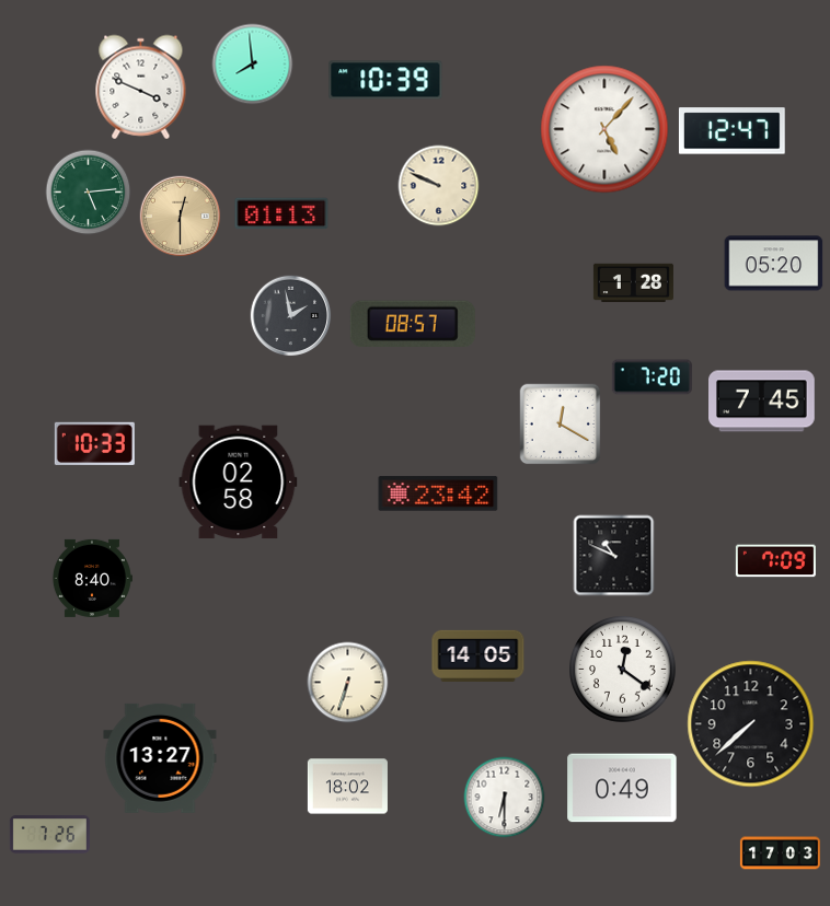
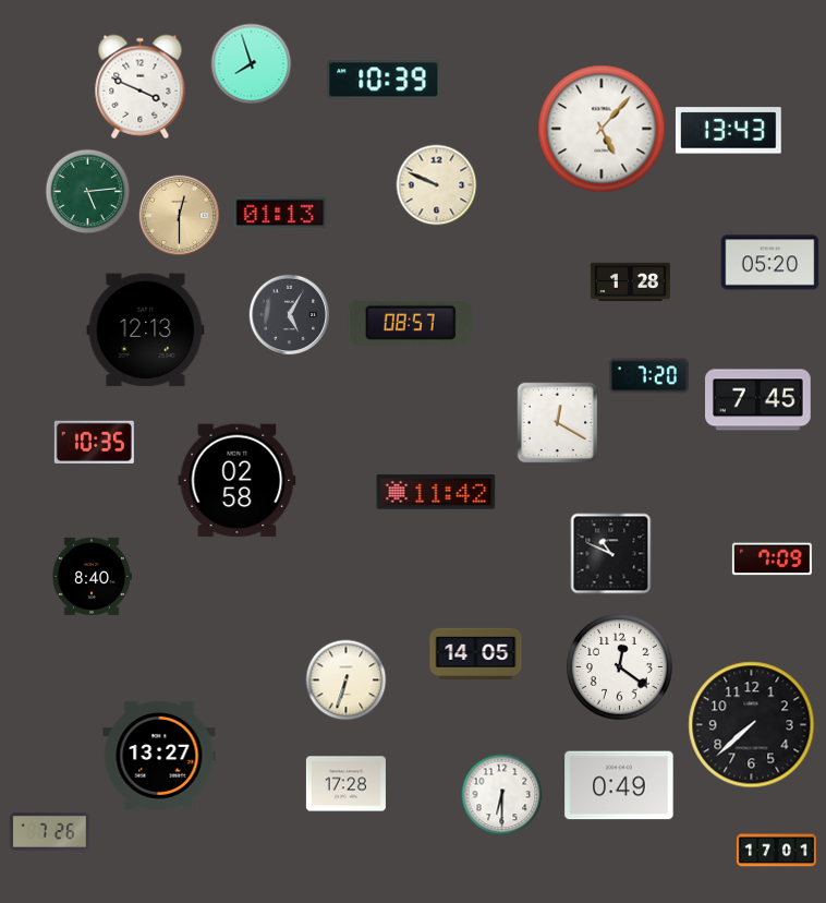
clock at (253, 65): 7:59 -> 7:57
clock at (733, 131): 12:47 -> 13:43
clock at (291, 316): 1:58 -> 5:05
clock at (146, 330): none -> 12:13
clock at (94, 443): 10:33 -> 10:35
clock at (438, 493): 23:42 -> 11:42
clock at (751, 724) position: (751, 724) -> (752, 725)
clock at (347, 787): 18:02 -> 17:28
clock at (780, 853): 17:03 -> 17:01
